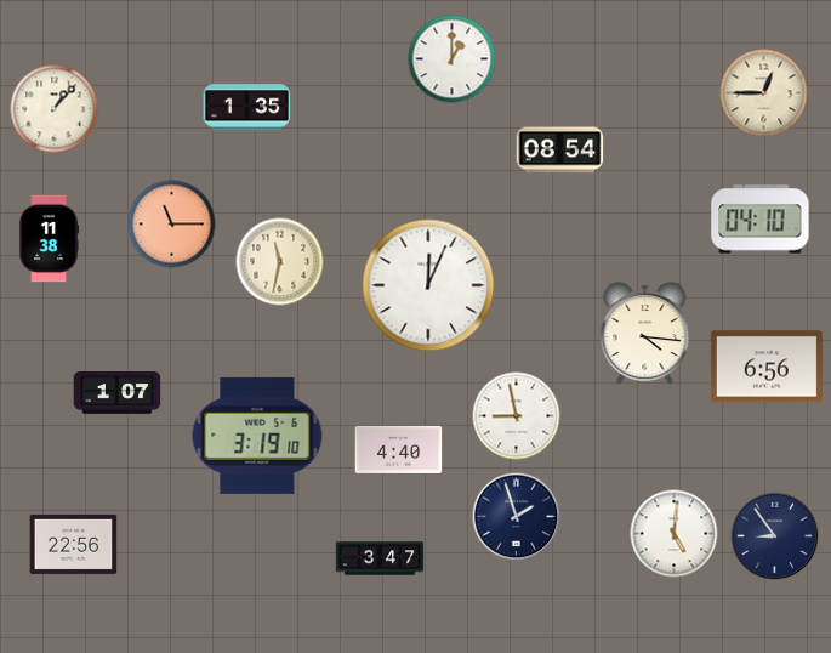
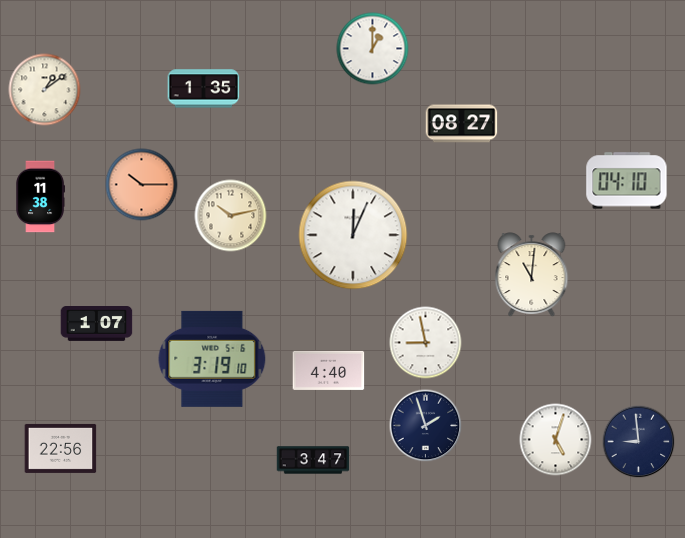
clock at (764, 93): 12:45 -> none
clock at (55, 109): 1:07 -> 1:09
clock at (560, 151): 08:54 -> 08:27
clock at (172, 225): 11:15 -> 10:15
clock at (280, 262): 11:32 -> 10:13
clock at (645, 334): 4:16 -> 11:01
clock at (767, 367): 6:56 -> none
clock at (675, 534): 5:01 -> 5:03
clock at (775, 536): 8:54 -> 8:59
